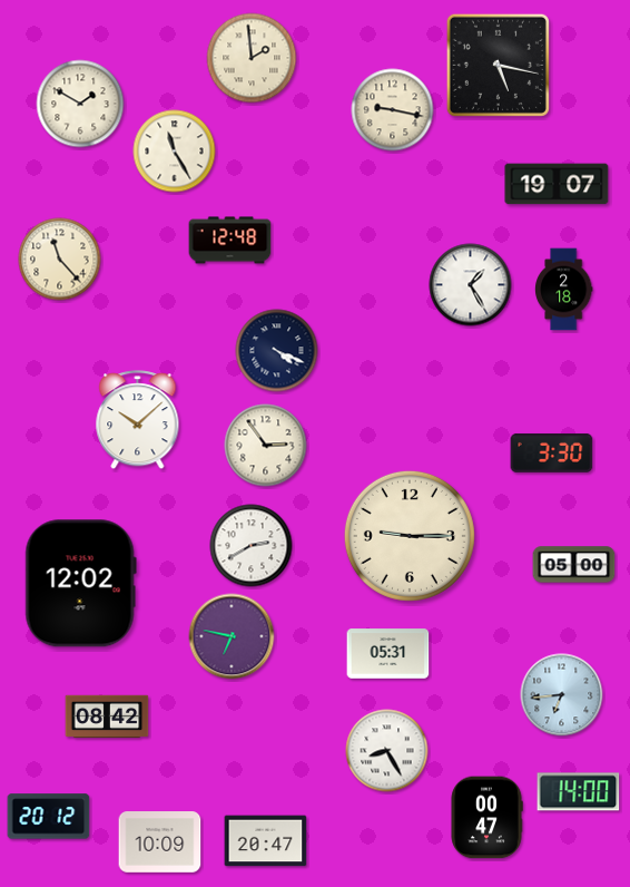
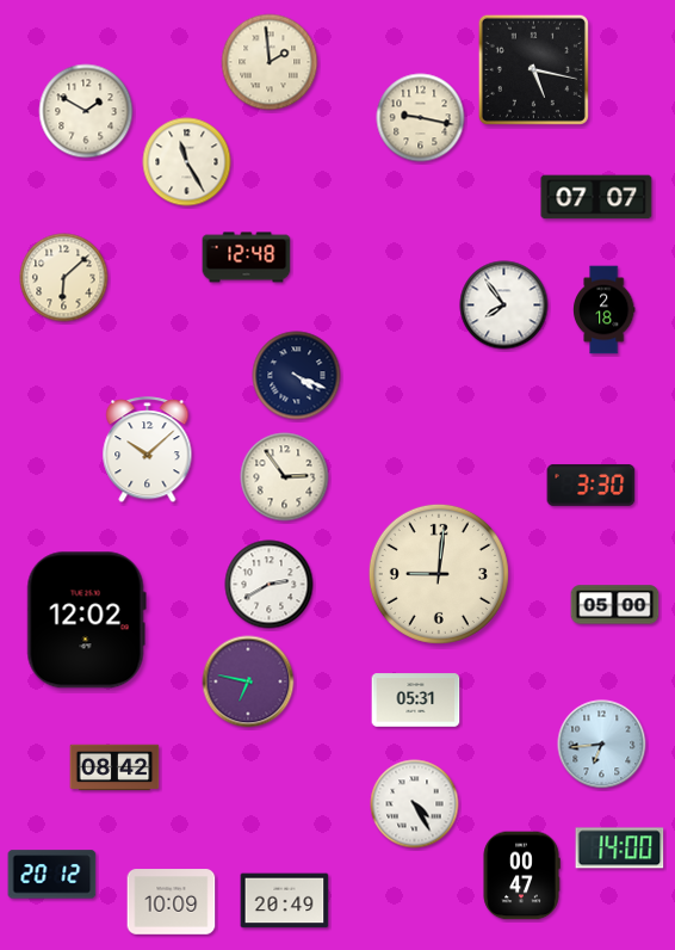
clock at (557, 184): 19:07 -> 07:07
clock at (60, 260): 11:23 -> 6:08
clock at (471, 285): 1:25 -> 7:54
clock at (410, 536): 9:15 -> 9:01
clock at (80, 584) position: (80, 584) -> (86, 621)
clock at (387, 751): 8:25 -> 4:25
clock at (266, 841): 20:47 -> 20:49
